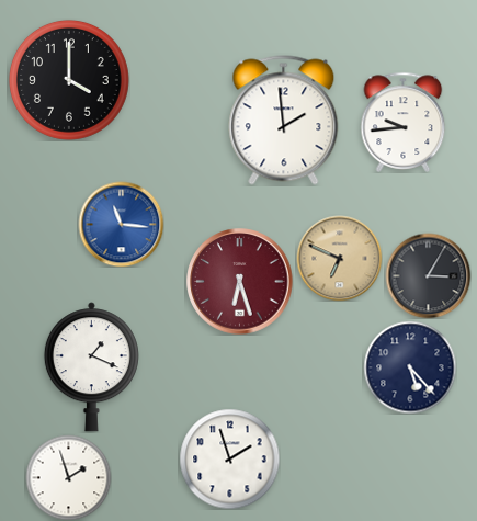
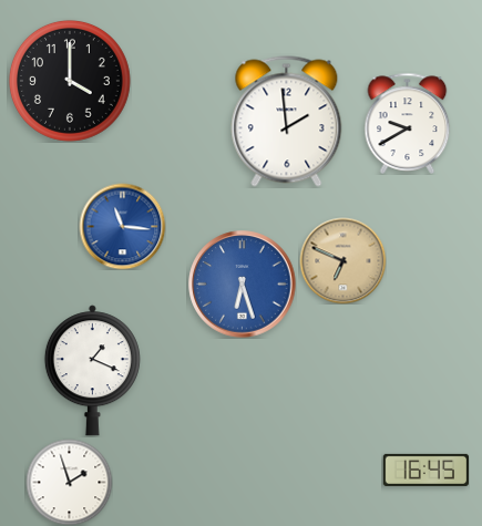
clock at (404, 122): 9:44 -> 9:40
clock at (428, 275): 3:05 -> none
clock at (240, 282) dial: burgundy -> blue
clock at (410, 367): 5:23 -> none
clock at (229, 458): 1:57 -> none
clock at (425, 470): none -> 16:45
